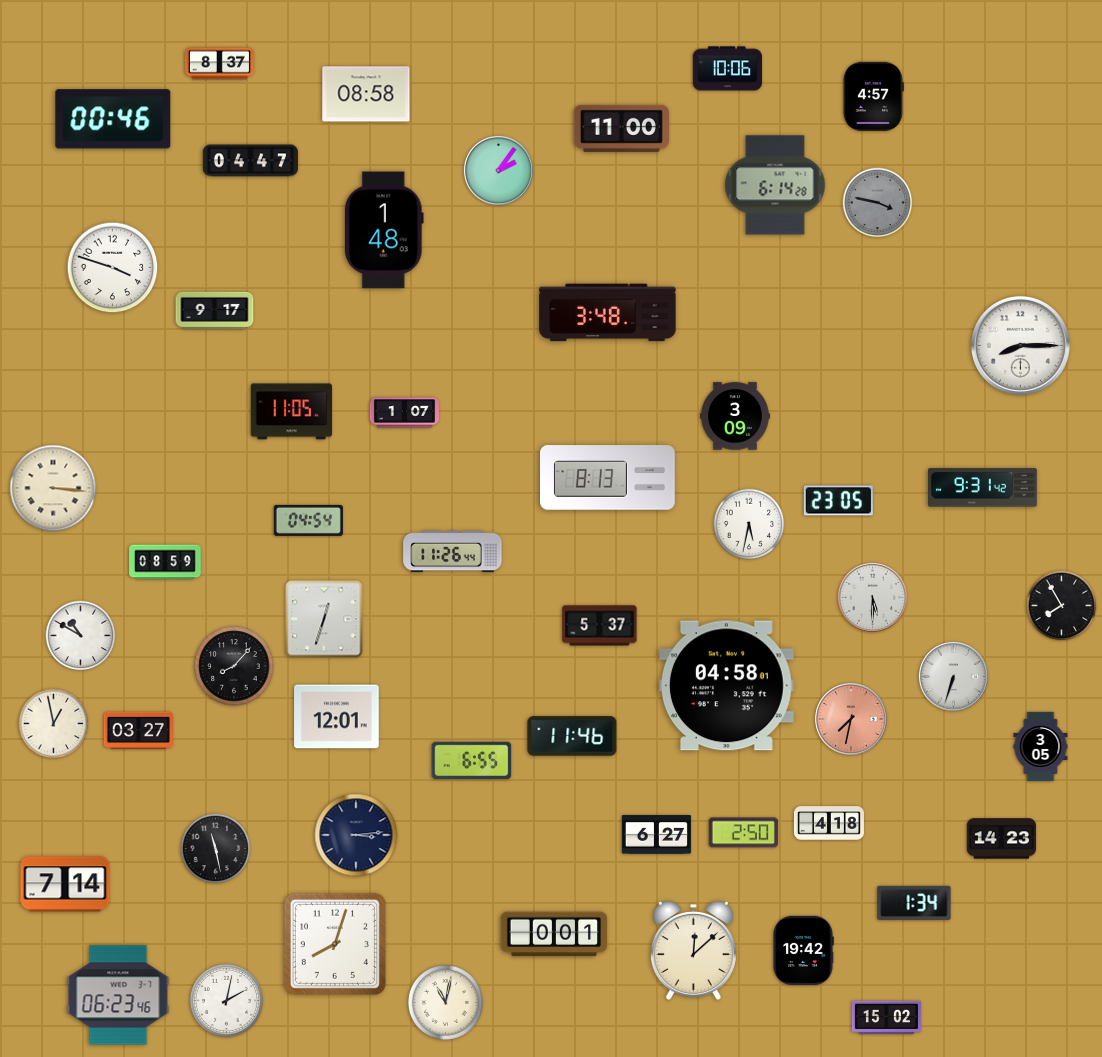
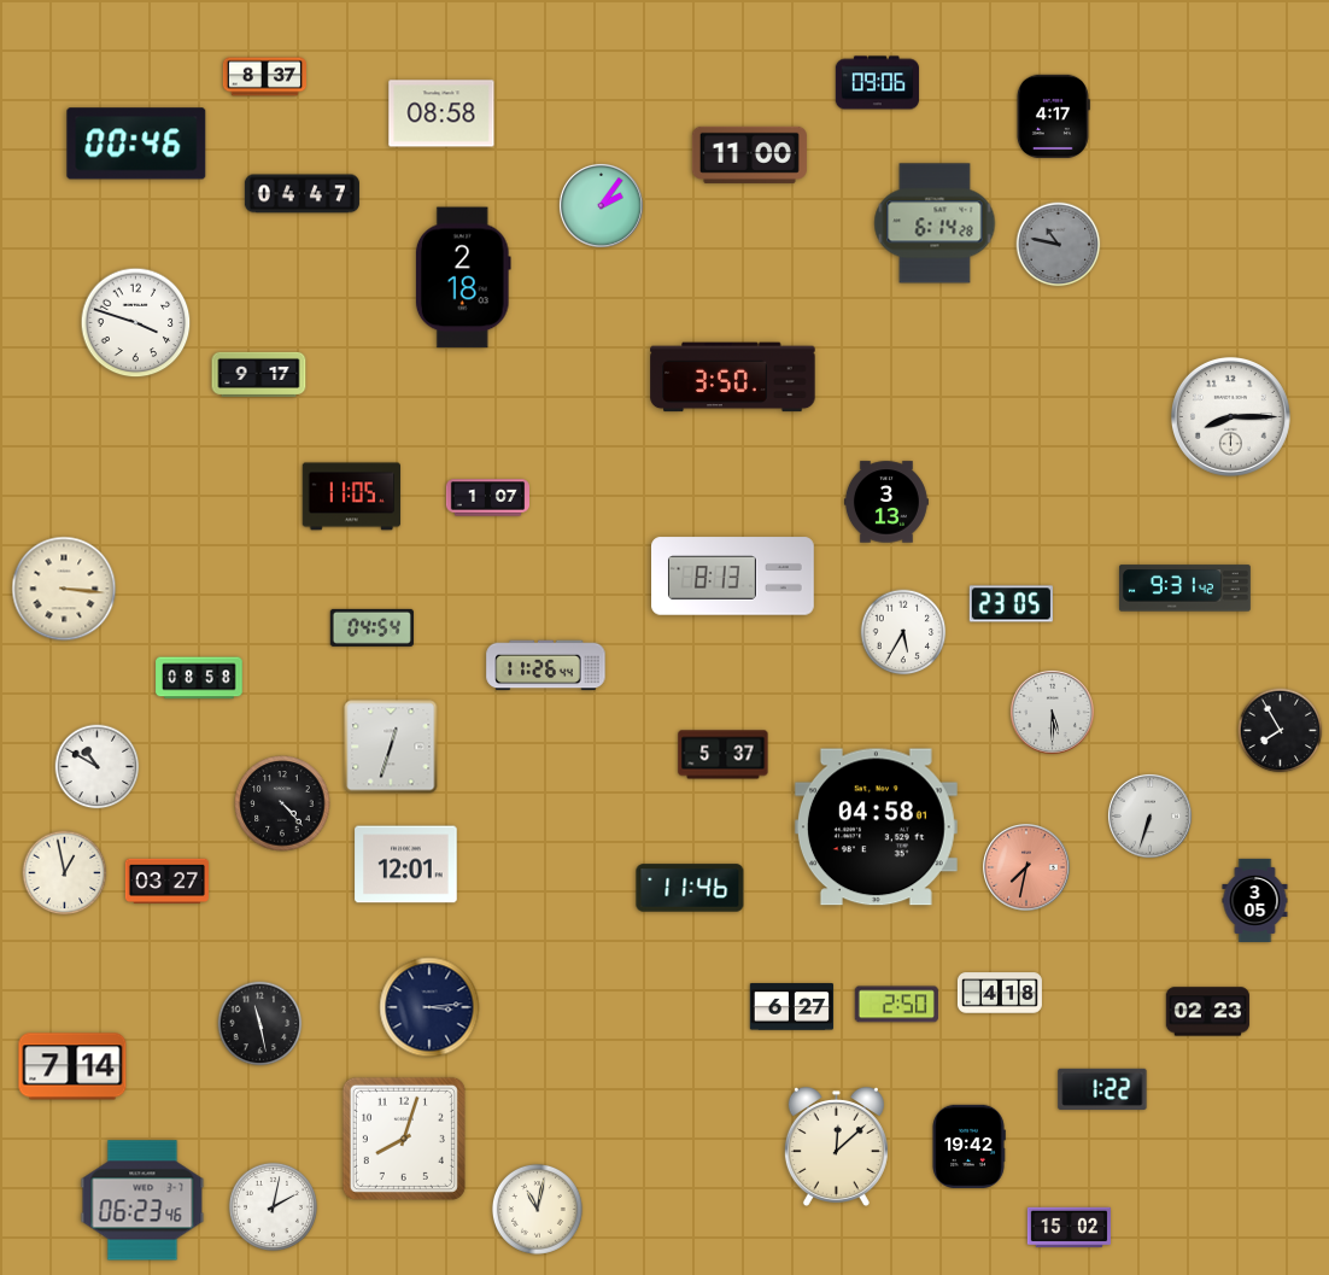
clock at (727, 69): 10:06 -> 09:06
clock at (873, 96): 4:57 -> 4:17
clock at (878, 203): 3:47 -> 10:47
clock at (384, 230): 1:48 -> 2:18
clock at (608, 313): 3:48 -> 3:50
clock at (735, 416): 3:09 -> 3:13
clock at (749, 524): 5:32 -> 5:35
clock at (165, 562): 08:59 -> 08:58
clock at (872, 597) position: (872, 597) -> (1052, 712)
clock at (234, 666): 8:07 -> 4:23
clock at (472, 760): 6:55 -> none
clock at (1001, 839): 14:23 -> 02:23
clock at (65, 884) position: (65, 884) -> (72, 1066)
clock at (914, 902): 1:34 -> 1:22
clock at (554, 934): 0:01 -> none
